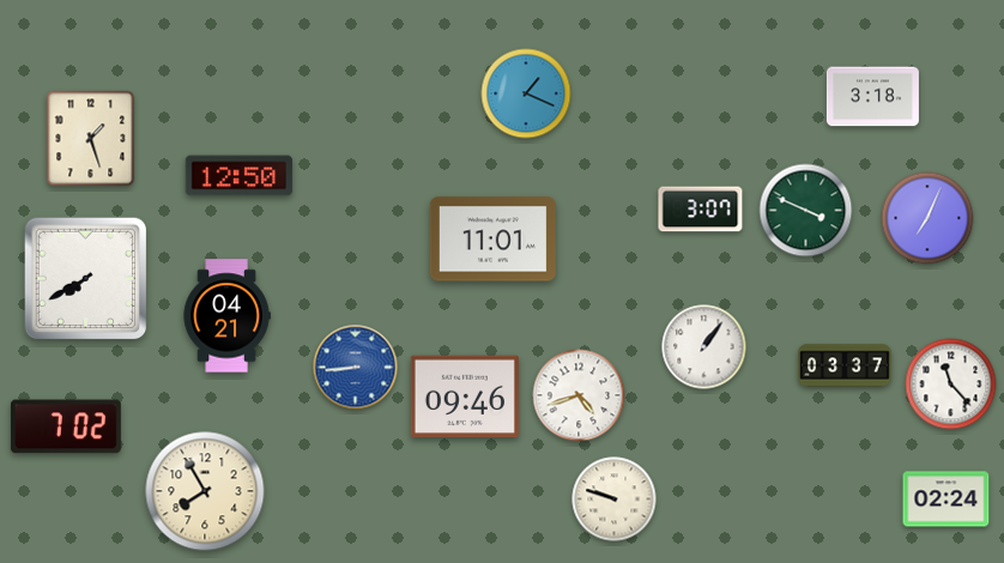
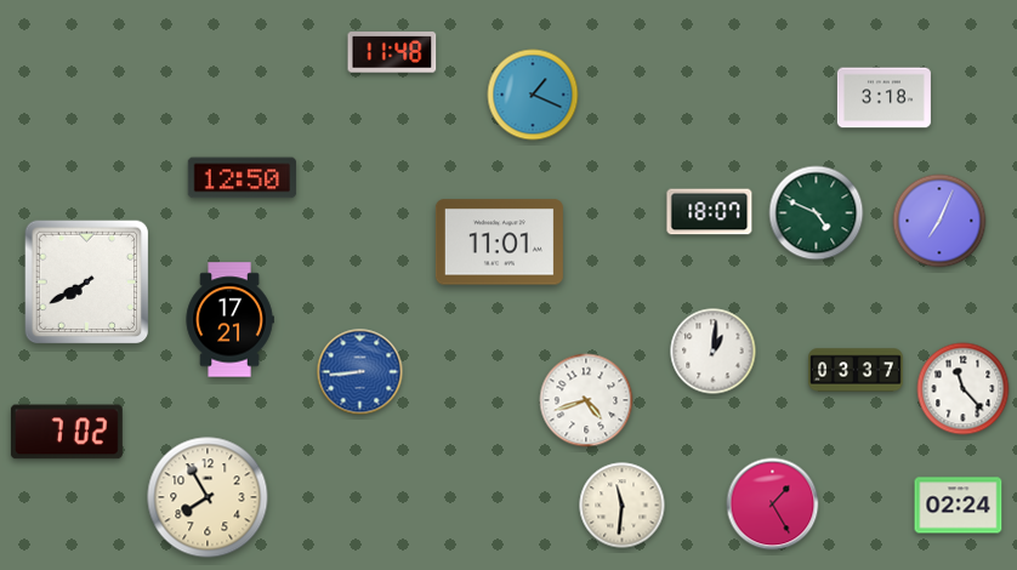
clock at (392, 53): none -> 11:48
clock at (91, 139): 1:27 -> none
clock at (701, 210): 3:07 -> 18:07
clock at (806, 211): 3:49 -> 4:49
clock at (226, 316): 04:21 -> 17:21
clock at (704, 347): 1:06 -> 1:01
clock at (465, 396): 09:46 -> none
clock at (773, 505): none -> 1:25
clock at (615, 500): 9:48 -> 11:31
